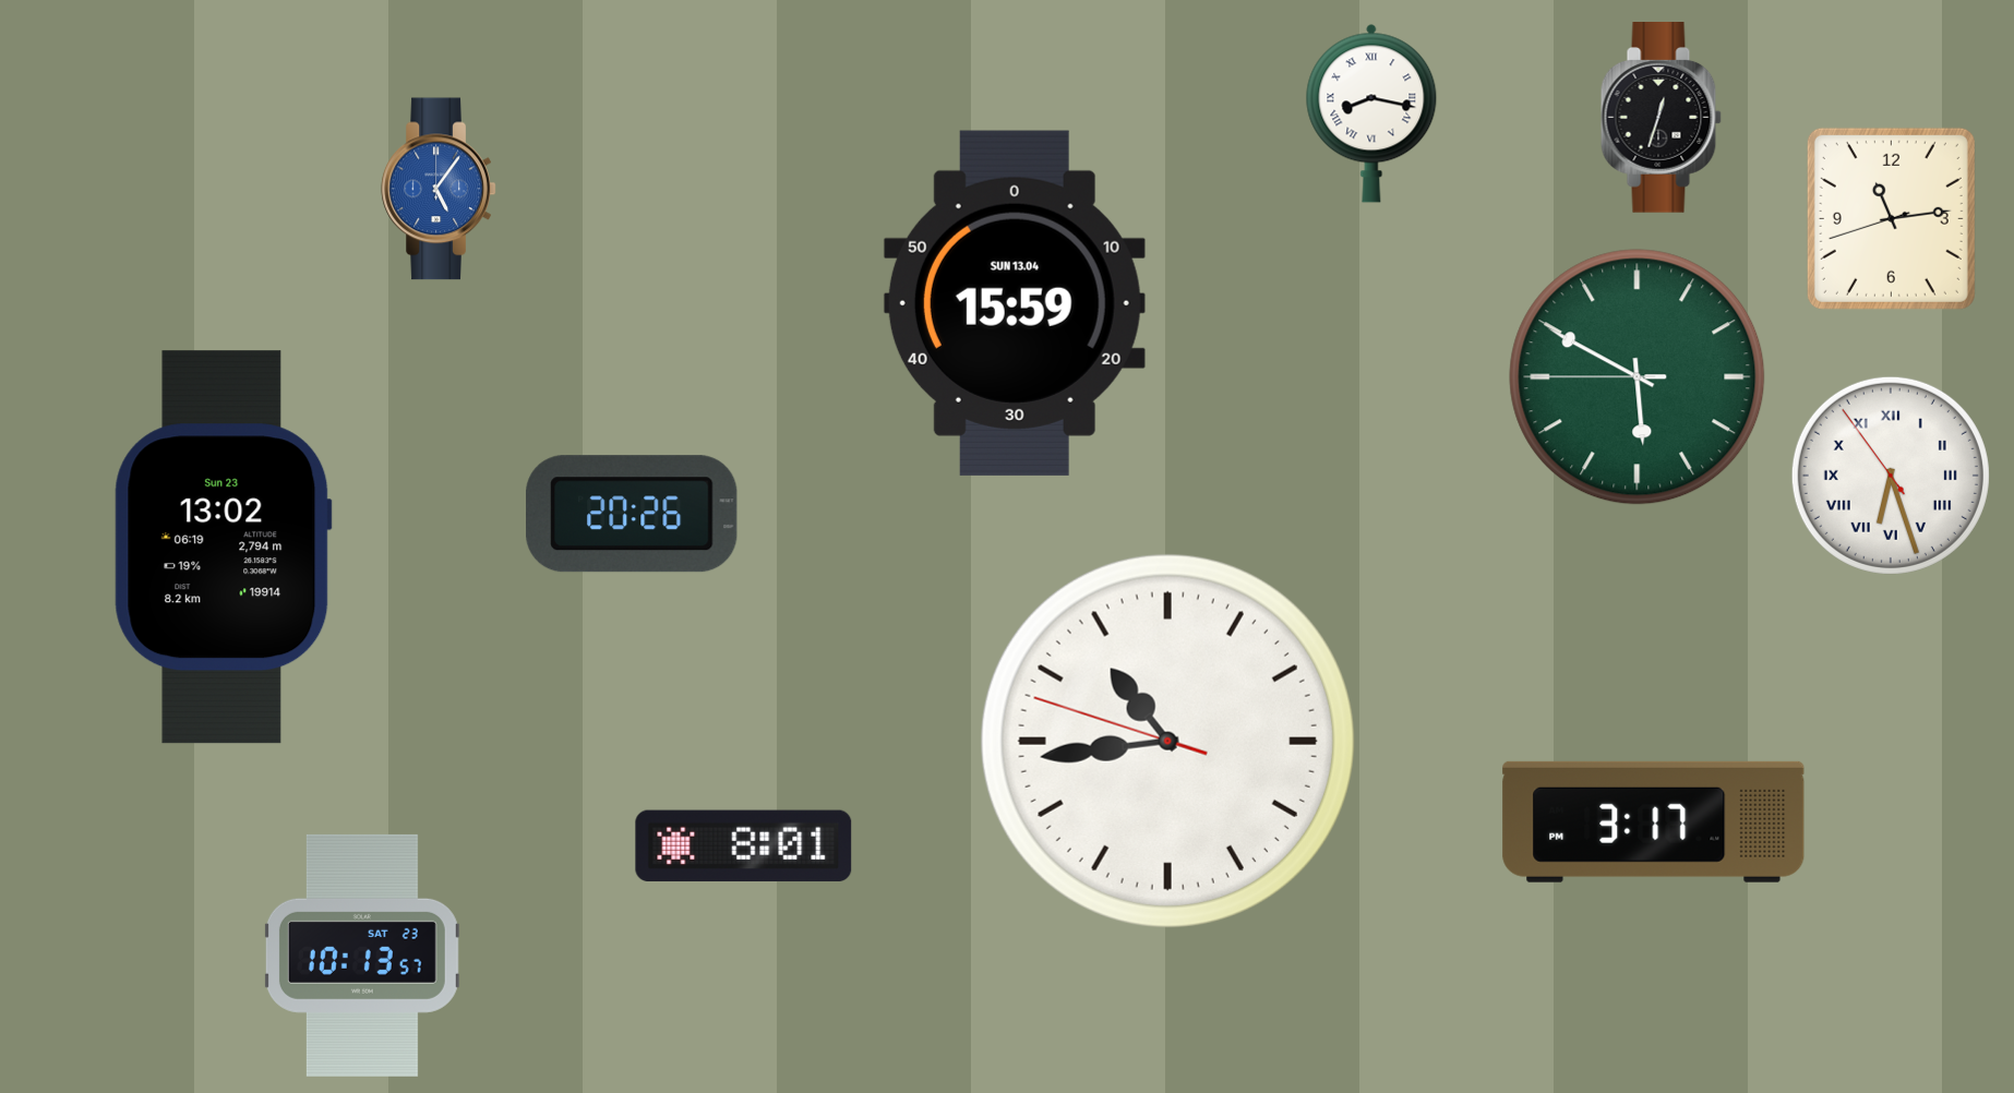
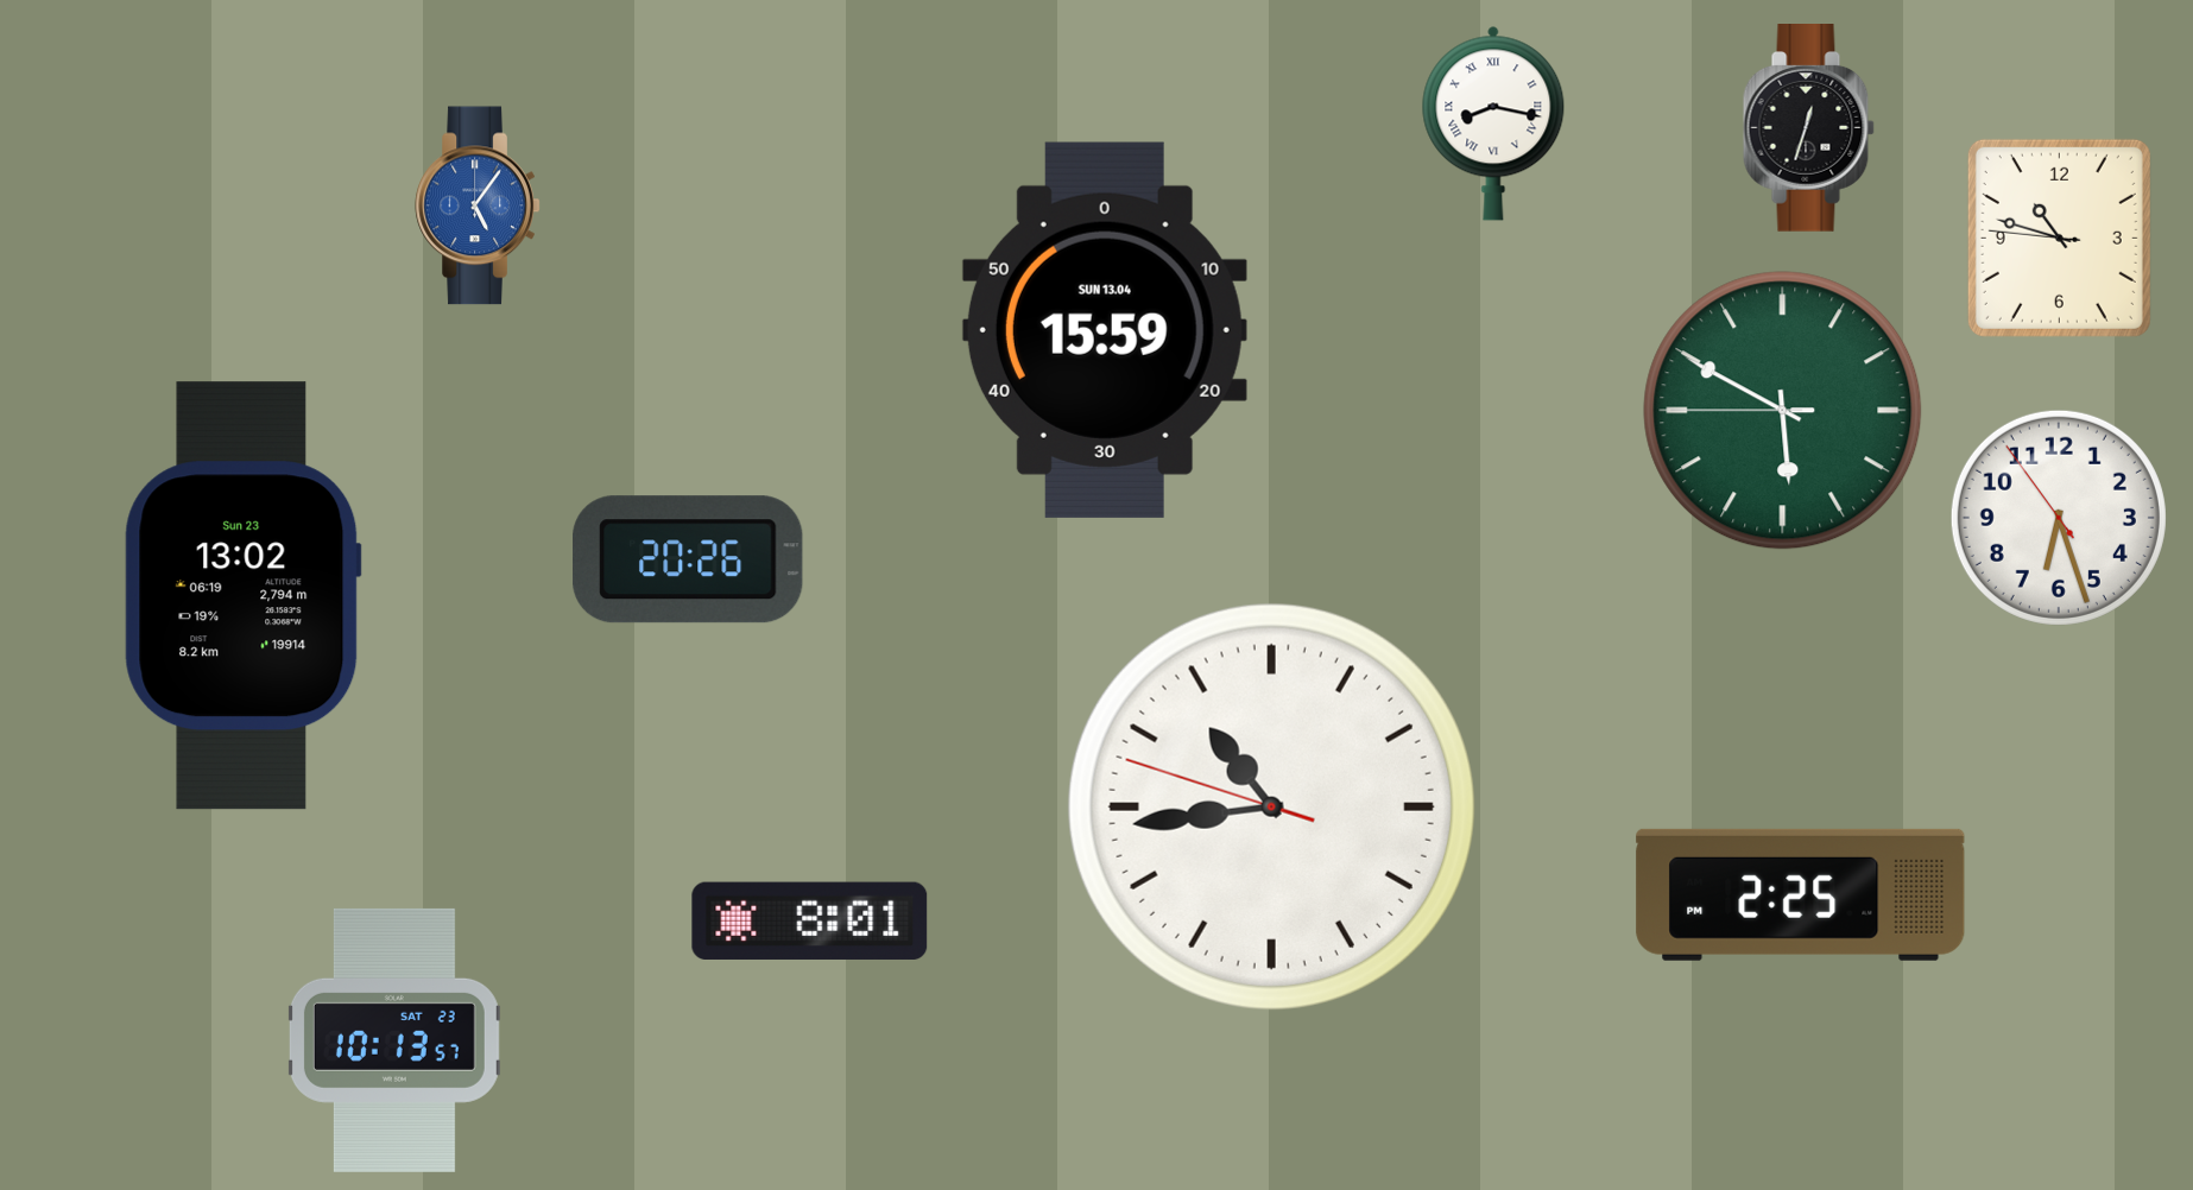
clock at (1891, 218): 11:13 -> 10:47
clock at (1891, 476) numerals: Roman -> Arabic
clock at (1654, 821): 3:17 -> 2:25
